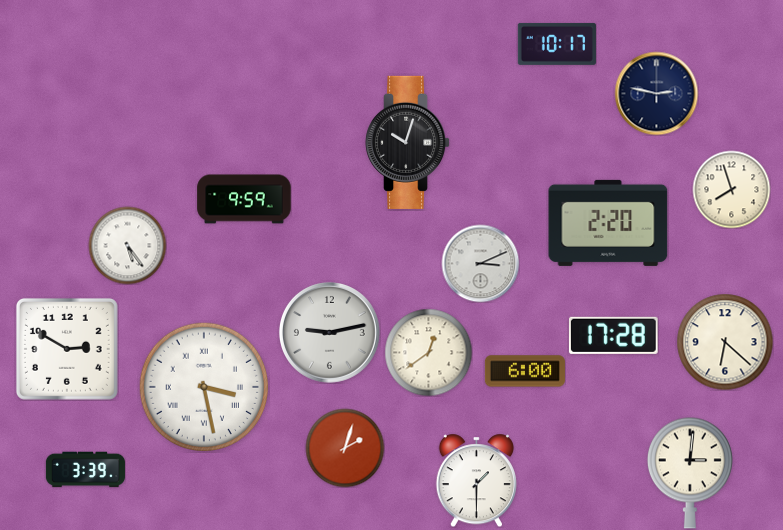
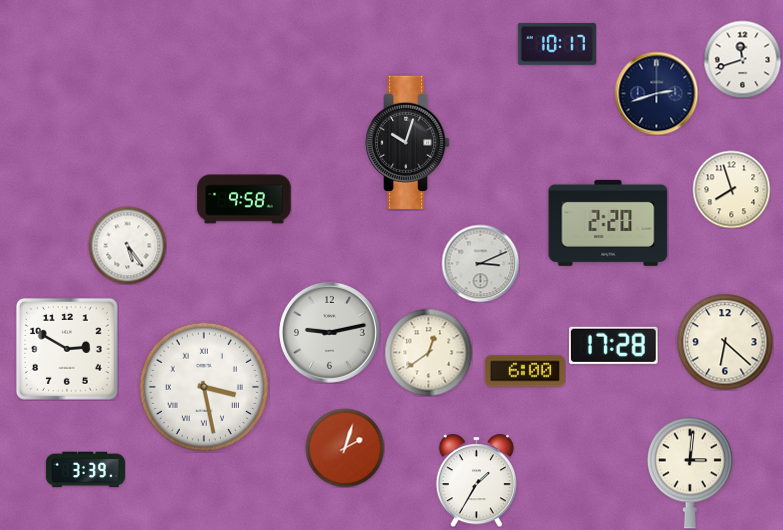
clock at (742, 59): none -> 11:42
clock at (656, 93): 2:47 -> 2:42
clock at (244, 199): 9:59 -> 9:58
clock at (613, 335) position: (613, 335) -> (613, 345)
clock at (476, 480): 1:30 -> 1:35
